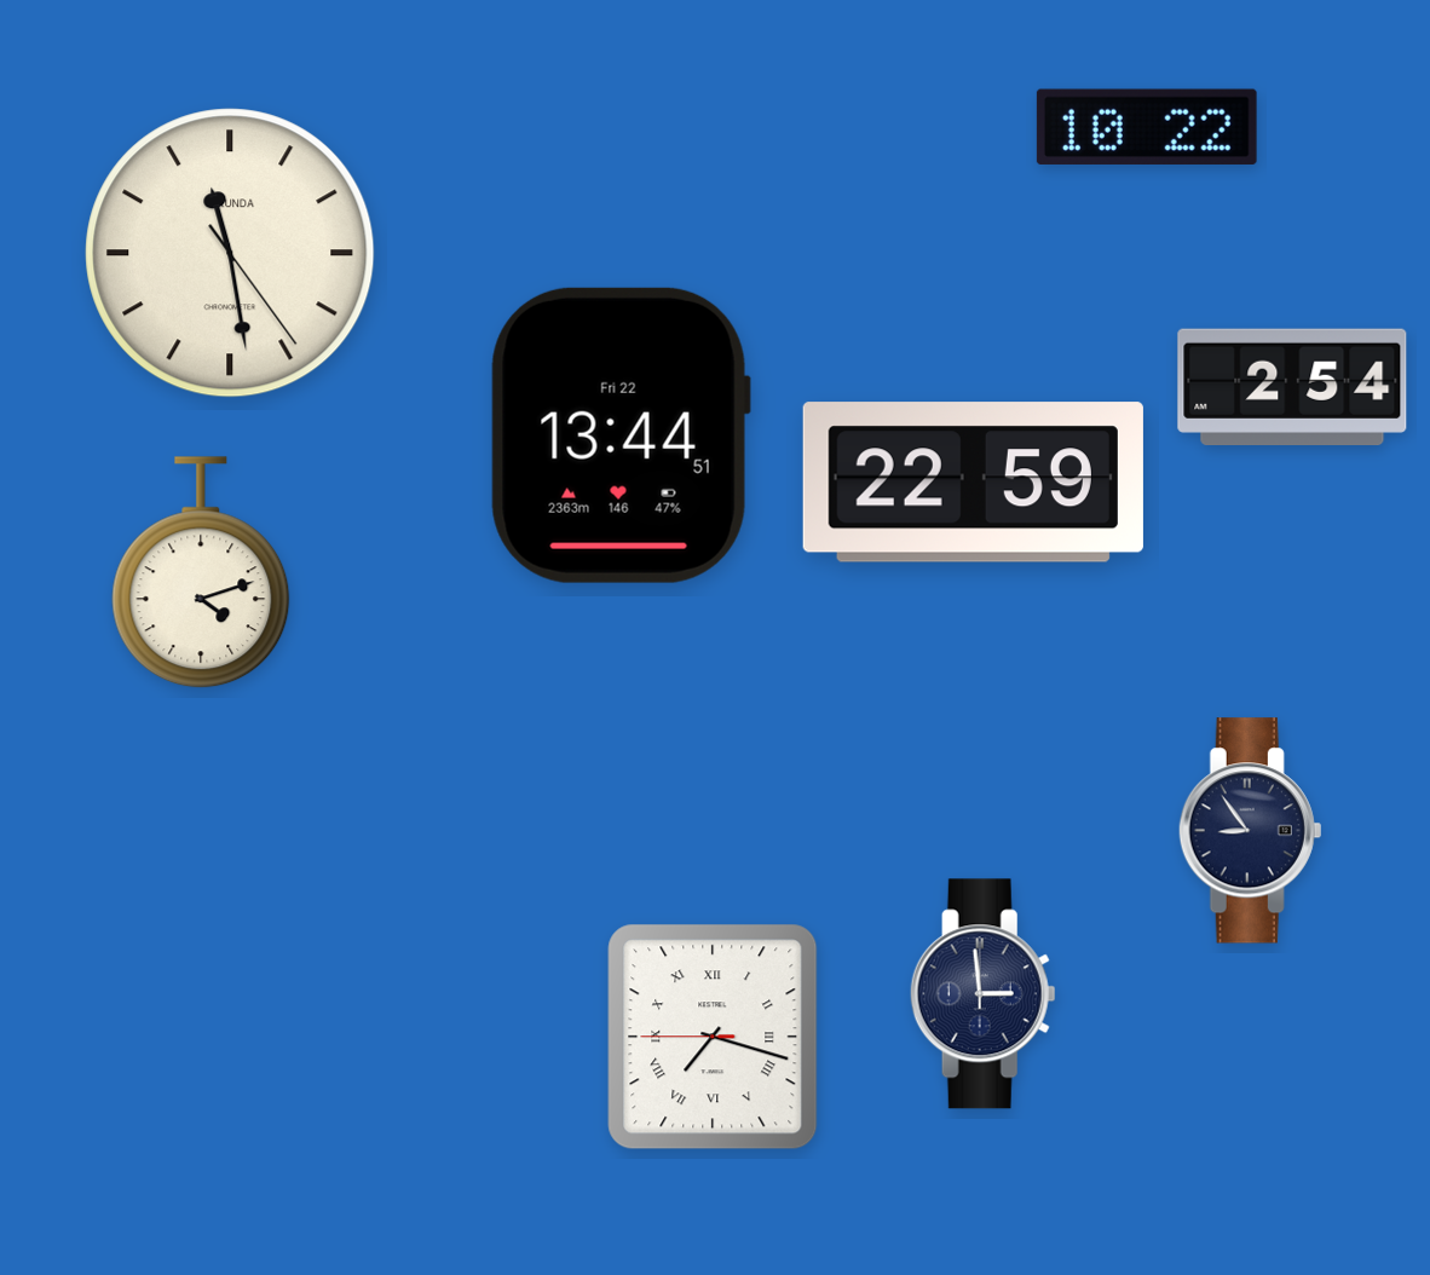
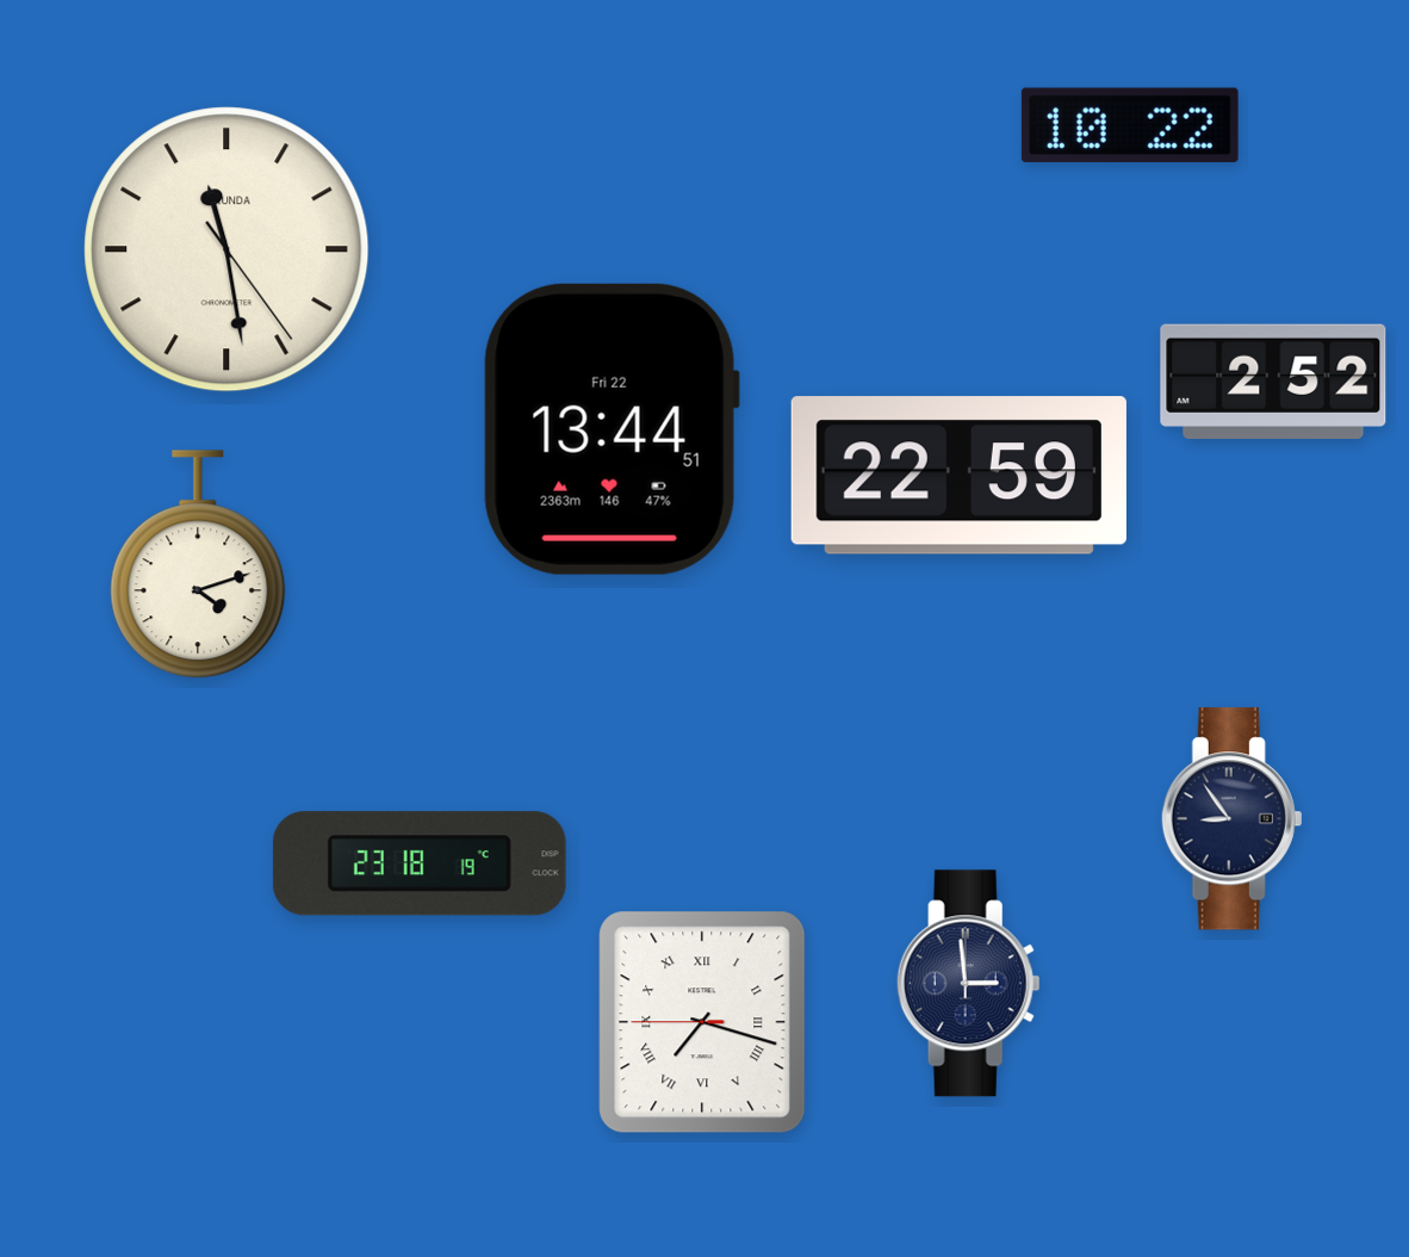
clock at (1292, 386): 2:54 -> 2:52
clock at (420, 863): none -> 23:18
clock at (982, 994) position: (982, 994) -> (968, 984)
